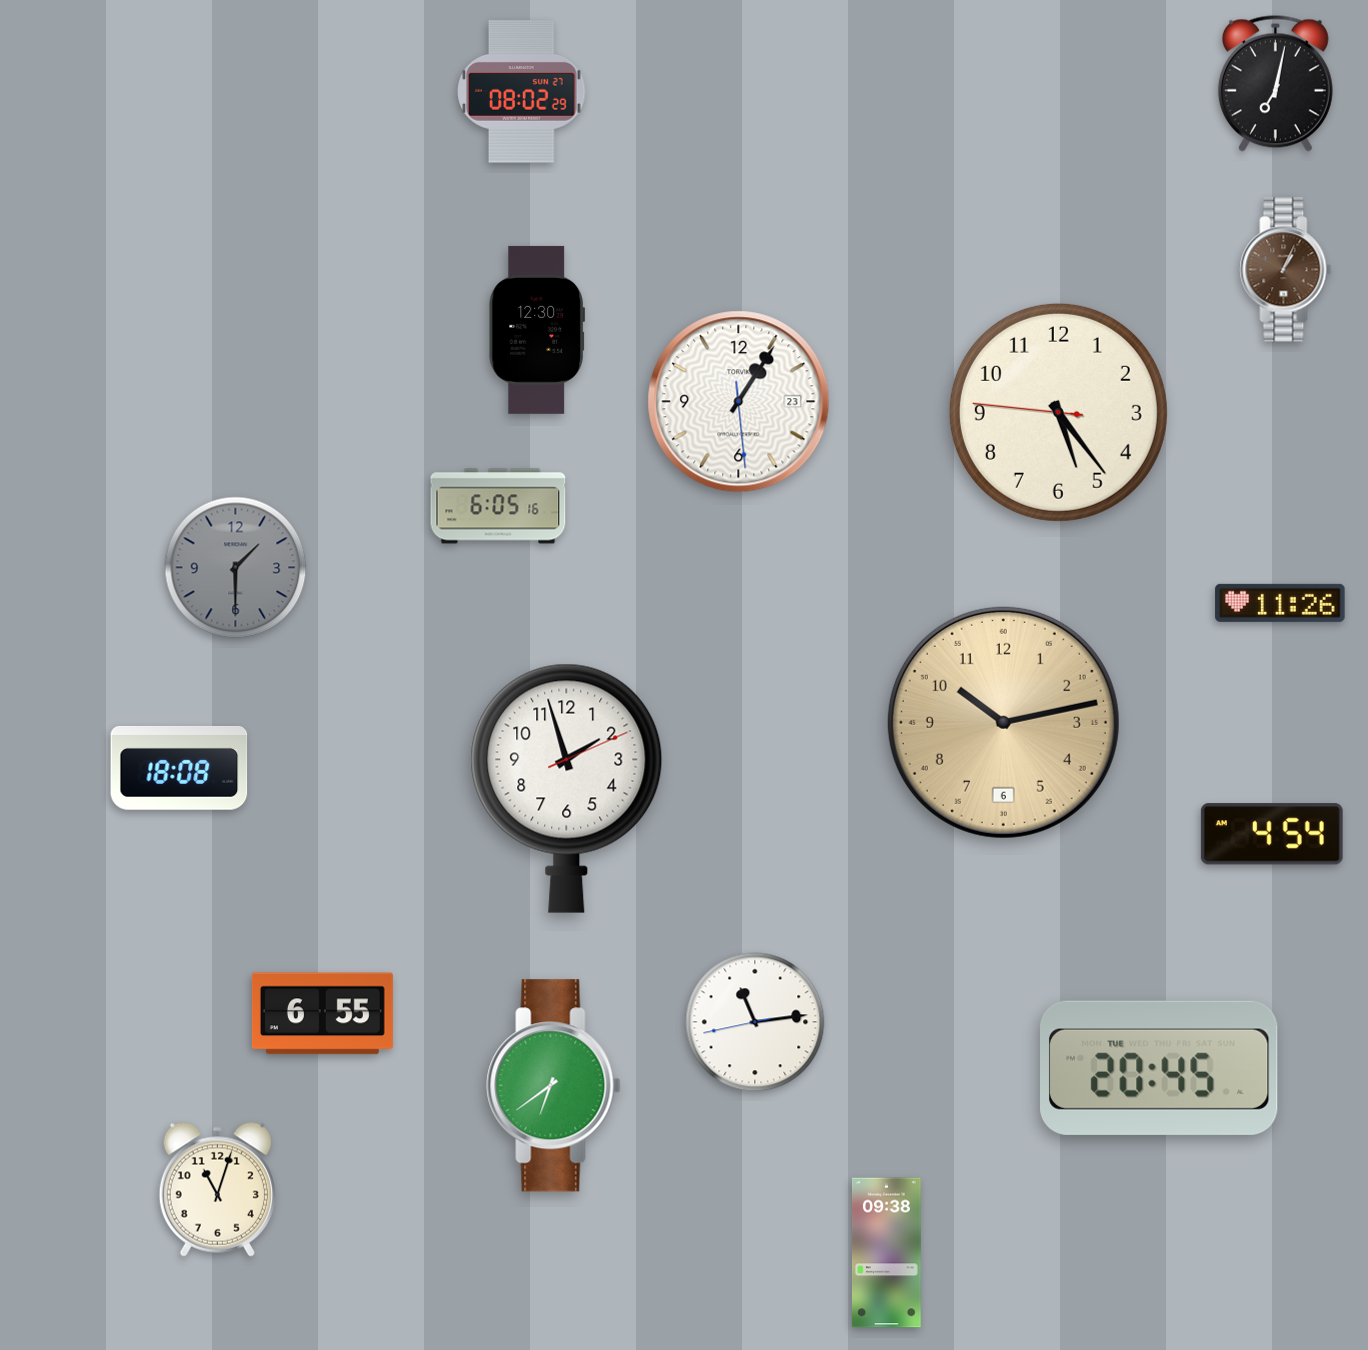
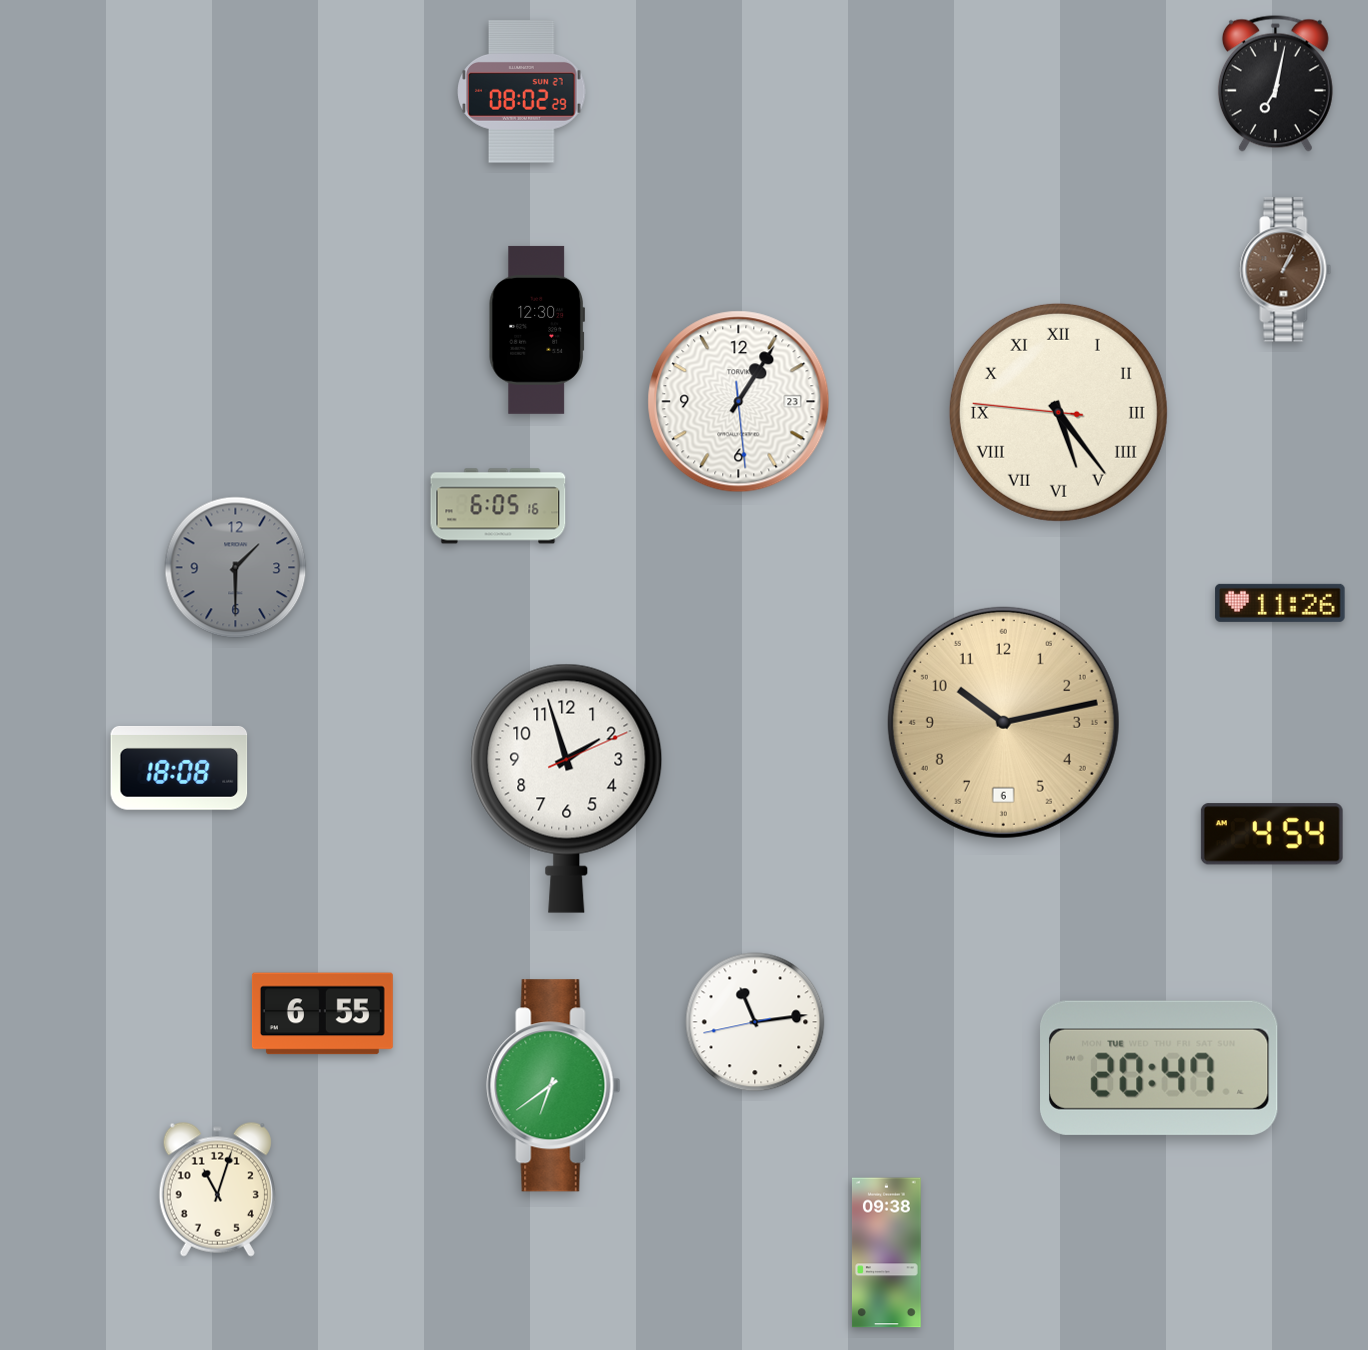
clock at (1058, 412) numerals: Arabic -> Roman
clock at (1160, 1068): 20:45 -> 20:47
